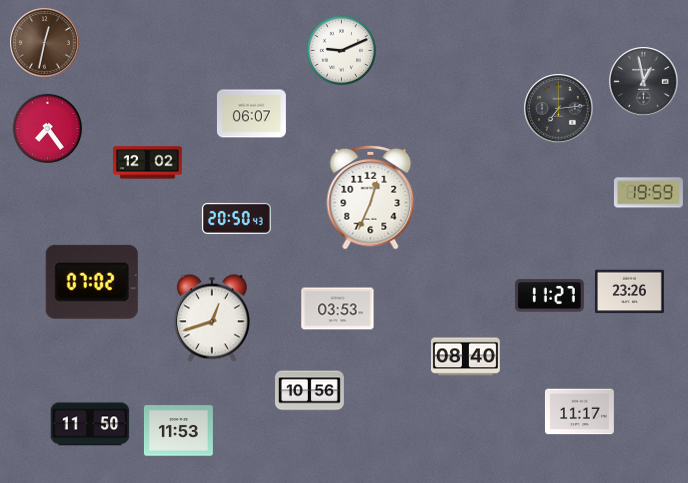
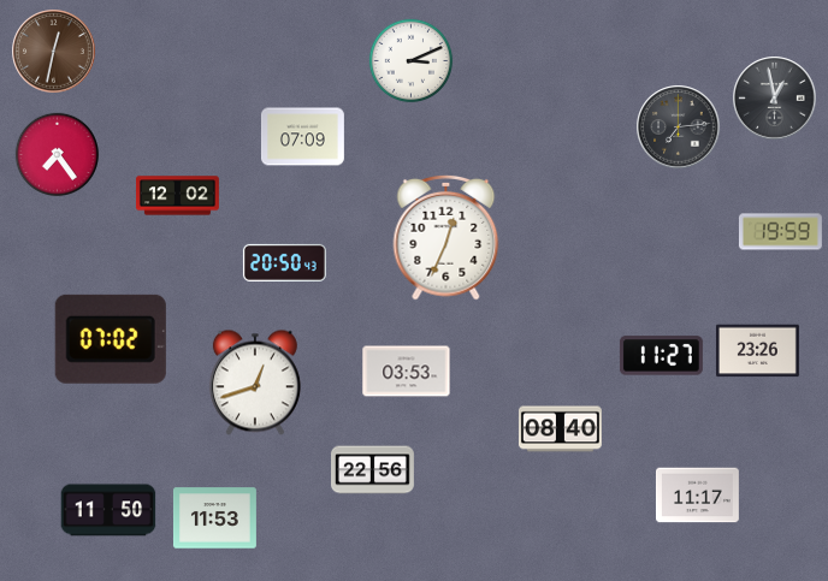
clock at (342, 51): 9:11 -> 3:11
clock at (559, 109) position: (559, 109) -> (679, 128)
clock at (251, 114): 06:07 -> 07:09
clock at (310, 391): 10:56 -> 22:56
